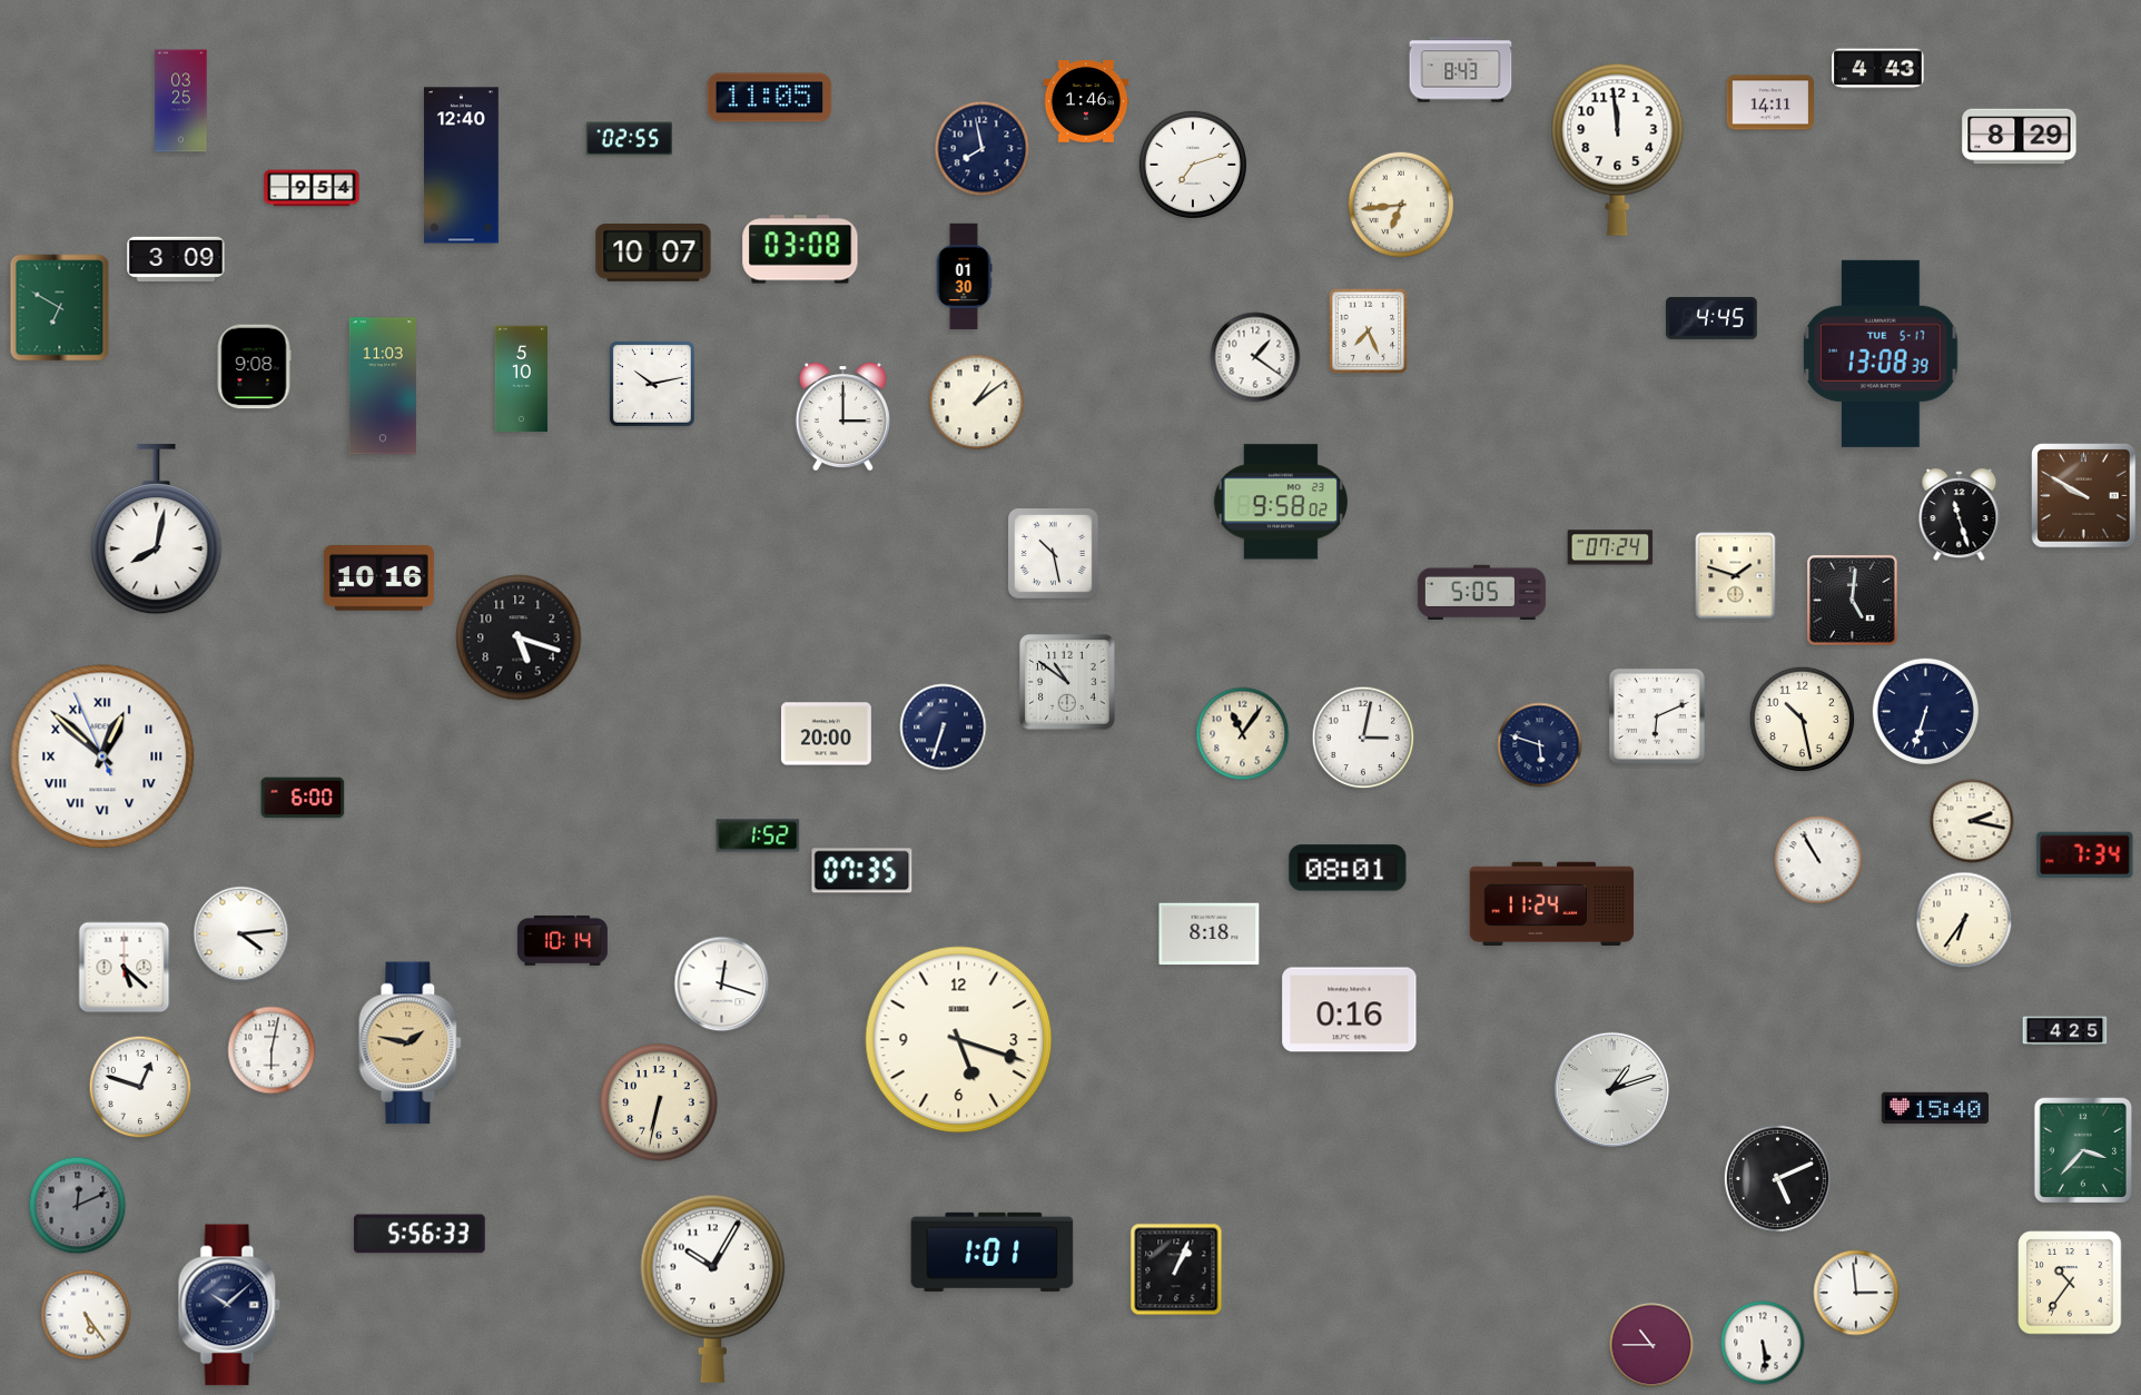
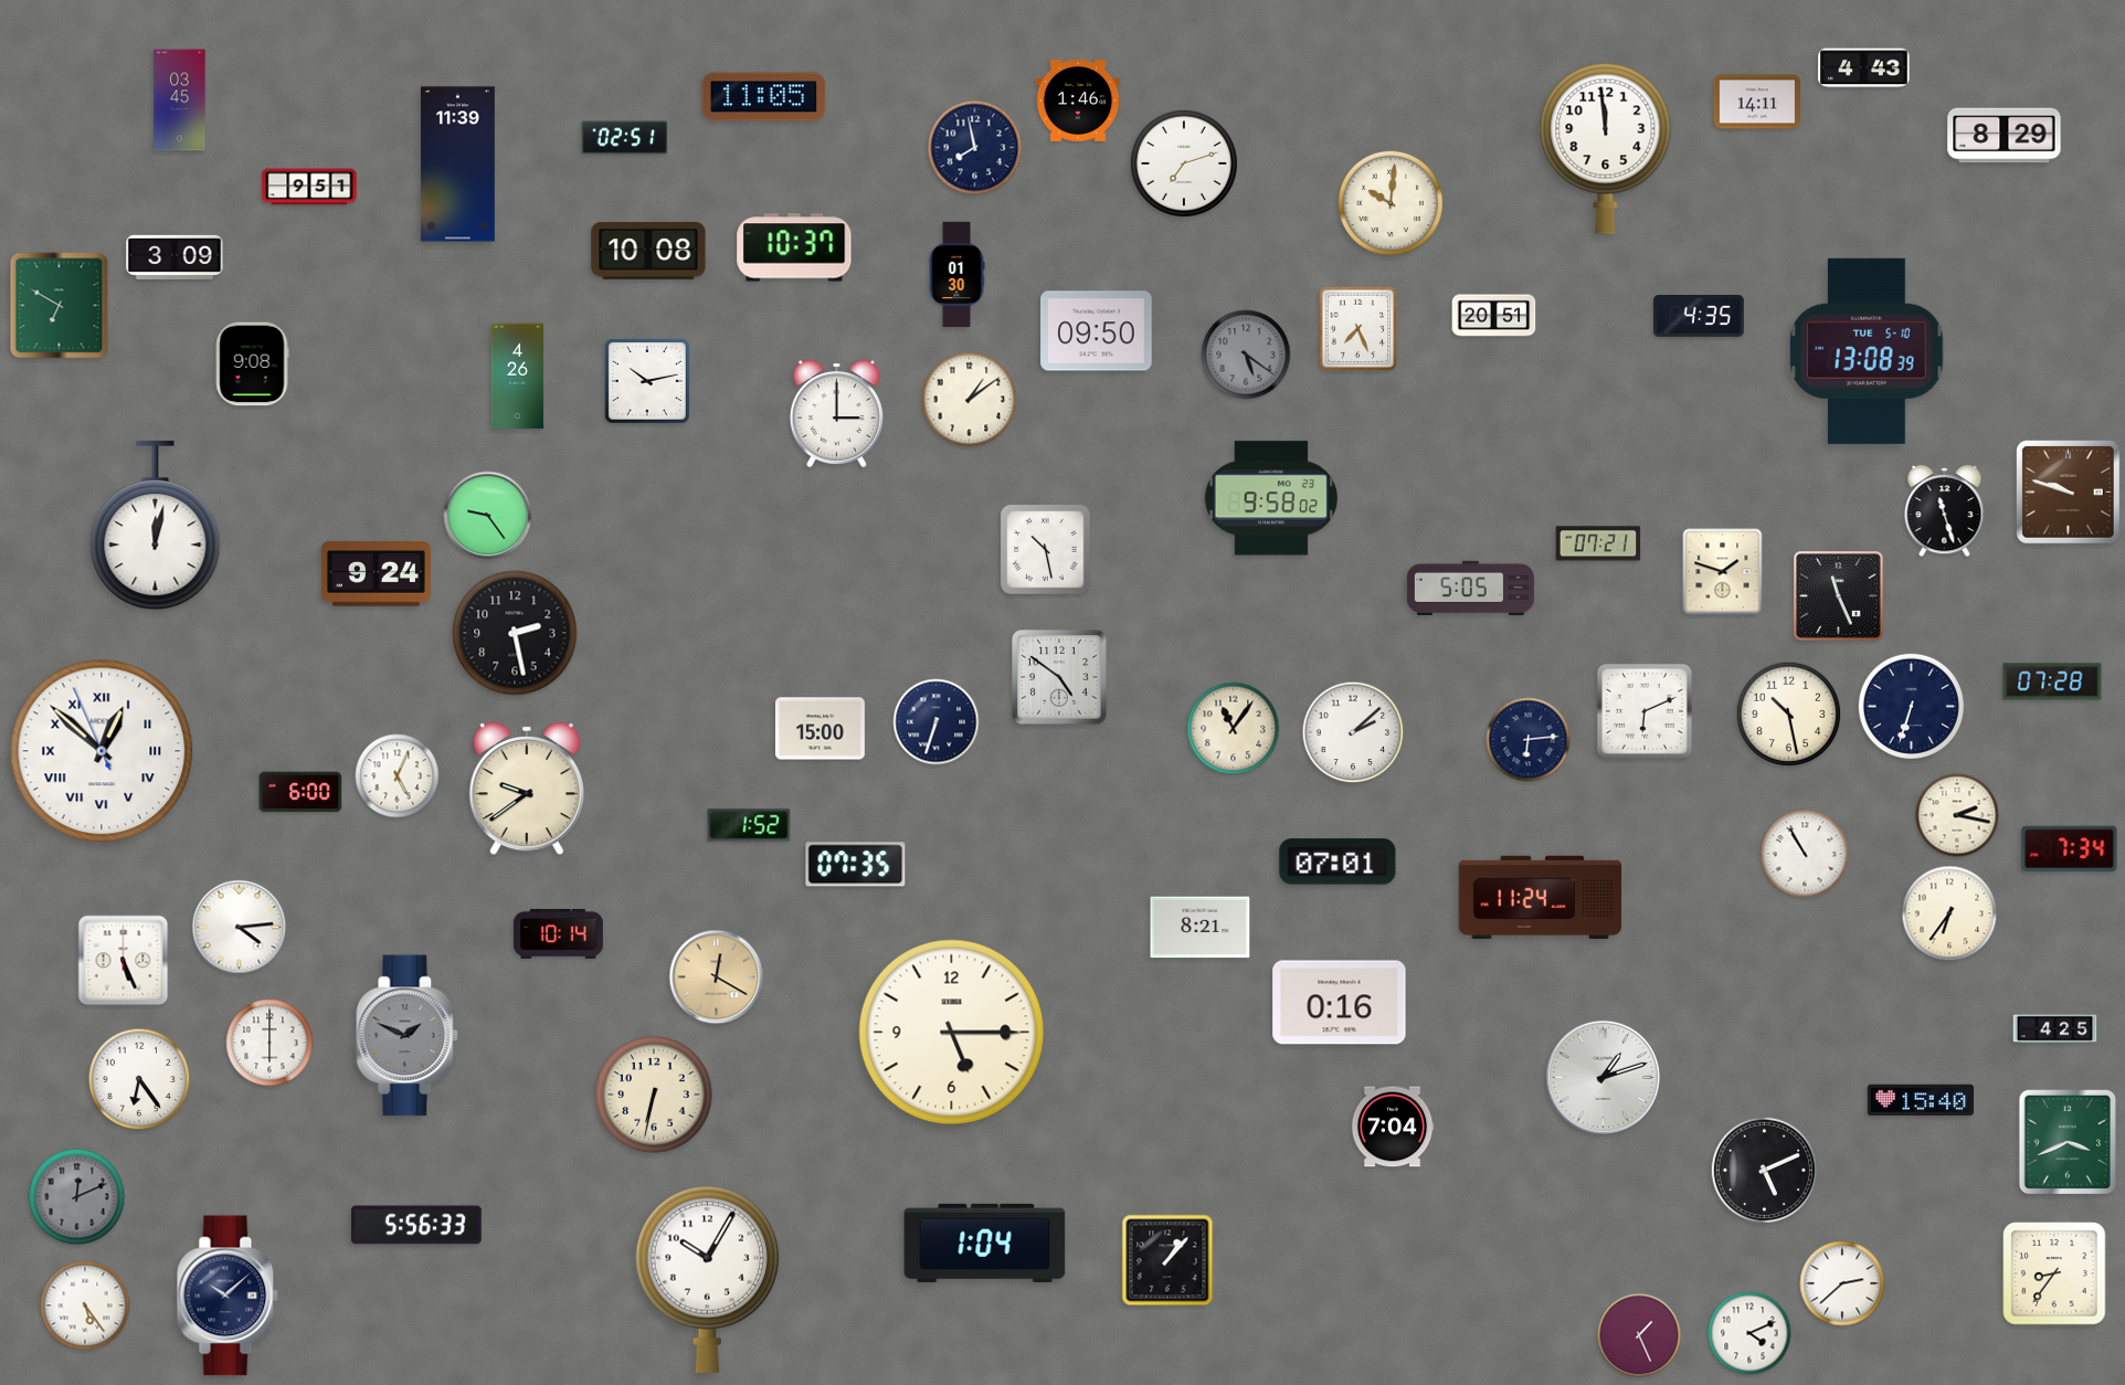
clock at (1461, 70): 8:43 -> none
clock at (181, 101): 03:25 -> 03:45
clock at (630, 139): 02:55 -> 02:51
clock at (461, 166): 12:40 -> 11:39
clock at (312, 188): 9:54 -> 9:51
clock at (1400, 204): 6:44 -> 10:01
clock at (800, 249): 03:08 -> 10:37
clock at (653, 254): 10:07 -> 10:08
clock at (1494, 316): none -> 20:51
clock at (1711, 318): 4:45 -> 4:35
clock at (1097, 331): none -> 09:50
clock at (1881, 354) date: TUE 5-17 -> TUE 5-10
clock at (1255, 357): 1:21 -> 5:21
clock at (1255, 357) dial: white -> grey
clock at (521, 379): 5:10 -> 4:26
clock at (383, 386): 11:03 -> none
clock at (2084, 496): 9:50 -> 9:48
clock at (488, 516): none -> 9:24
clock at (157, 530): 8:02 -> 12:02
clock at (1610, 547): 07:24 -> 07:21
clock at (378, 578): 10:16 -> 9:24
clock at (1853, 601): 5:01 -> 11:26
clock at (519, 637): 5:18 -> 2:28
clock at (1067, 682): 10:51 -> 4:51
clock at (2052, 681): none -> 07:28
clock at (826, 734): 20:00 -> 15:00
clock at (1363, 738): 3:02 -> 2:08
clock at (1540, 745): 5:48 -> 6:14
clock at (398, 776): none -> 5:04
clock at (526, 789): none -> 9:39
clock at (758, 835) position: (758, 835) -> (749, 825)
clock at (1348, 868): 08:01 -> 07:01
clock at (1210, 934): 8:18 -> 8:21
clock at (125, 968): 5:22 -> 5:26
clock at (722, 985): 12:18 -> 12:20
clock at (722, 985) dial: white -> champagne
clock at (2065, 1031) position: (2065, 1031) -> (2055, 1029)
clock at (959, 1040): 5:18 -> 5:15
clock at (411, 1043): 1:47 -> 1:49
clock at (411, 1043) dial: champagne -> grey
clock at (272, 1050): 6:02 -> 6:00
clock at (140, 1087): 12:48 -> 6:24
clock at (1611, 1089) position: (1611, 1089) -> (1603, 1077)
clock at (1393, 1127): none -> 7:04
clock at (2083, 1150): 3:37 -> 3:41
clock at (993, 1251): 1:01 -> 1:04
clock at (1176, 1269): 1:04 -> 1:07
clock at (2070, 1283): 10:36 -> 8:36
clock at (1856, 1293): 2:59 -> 2:38
clock at (1763, 1343): 5:29 -> 4:11
clock at (1651, 1345): 10:45 -> 1:26
